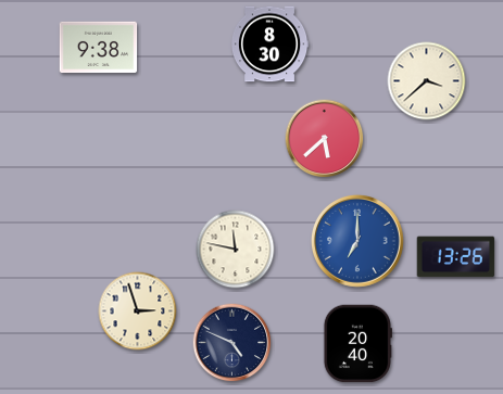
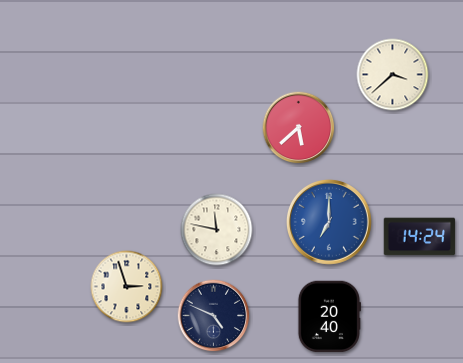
clock at (269, 45): 8:30 -> none
clock at (99, 48): 9:38 -> none
clock at (456, 257): 13:26 -> 14:24
